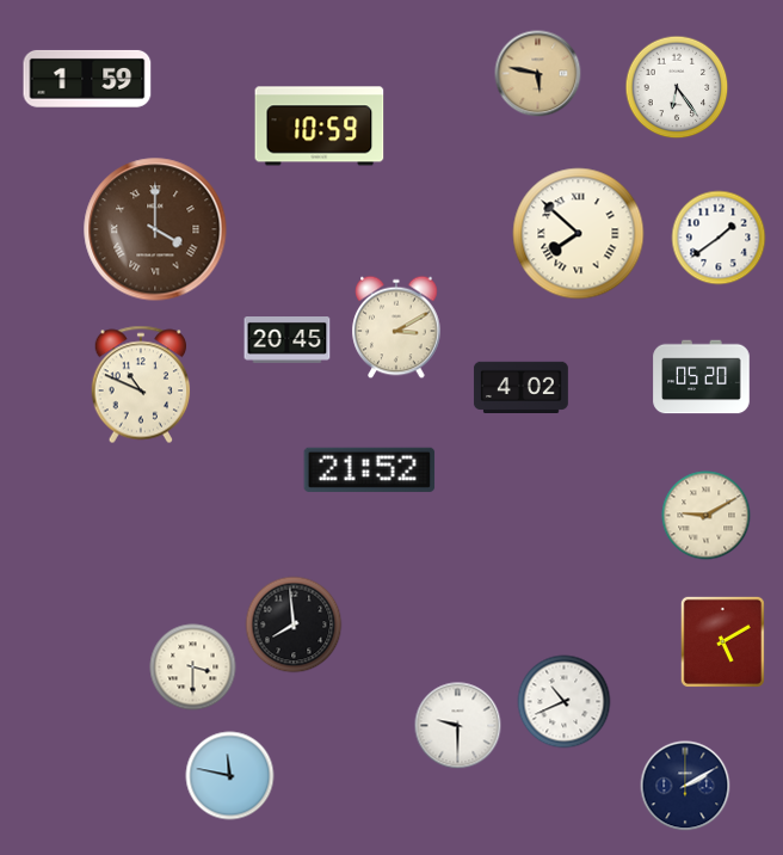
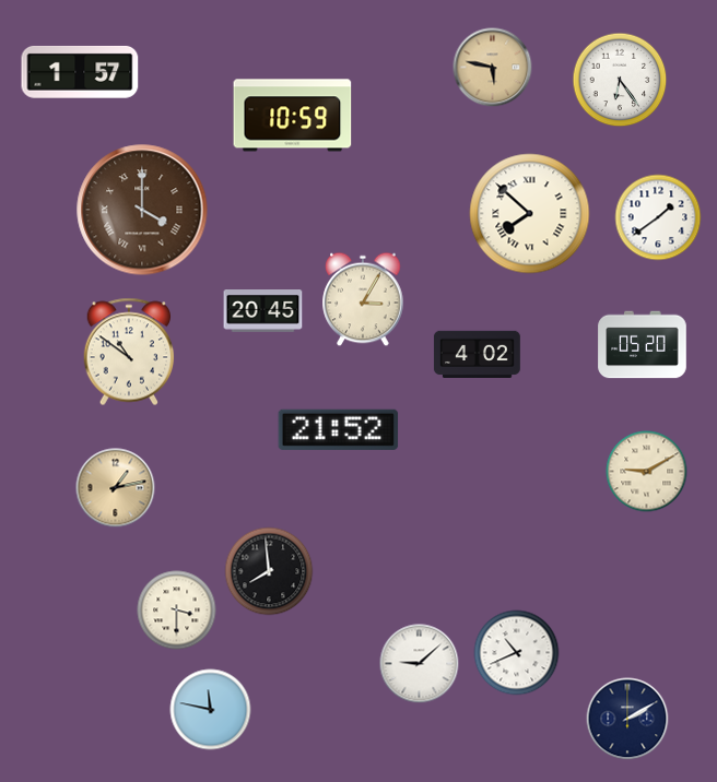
clock at (87, 79): 1:59 -> 1:57
clock at (396, 327): 3:10 -> 3:05
clock at (141, 385): 10:49 -> 10:51
clock at (116, 488): none -> 1:13
clock at (722, 641): 5:10 -> none
clock at (565, 702) position: (565, 702) -> (517, 653)
clock at (458, 726): 9:30 -> 9:08
